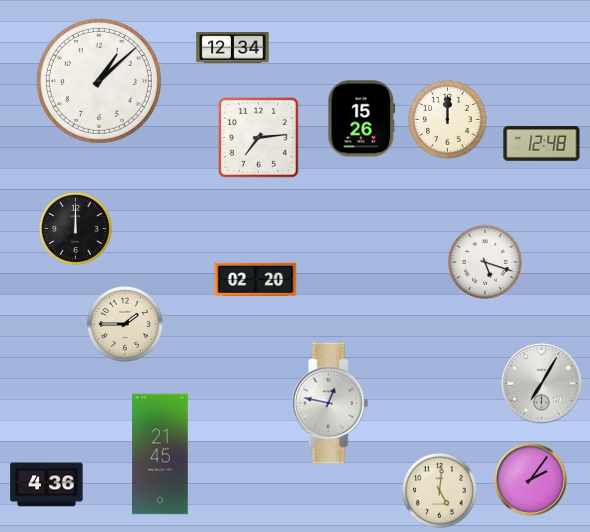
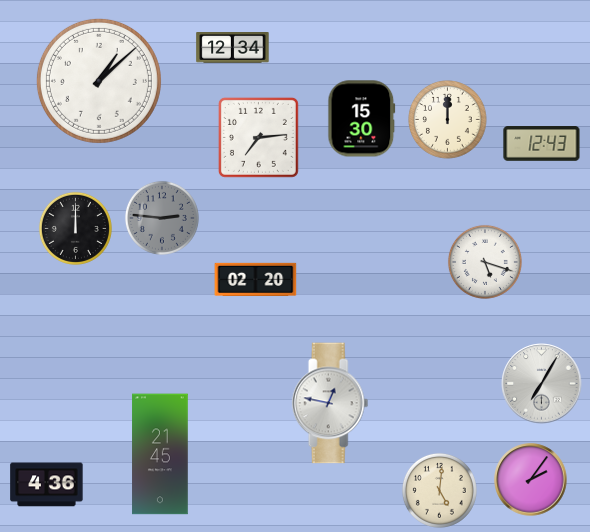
clock at (362, 119): 15:26 -> 15:30
clock at (542, 144): 12:48 -> 12:43
clock at (162, 218): none -> 2:46
clock at (125, 324): 1:45 -> none
